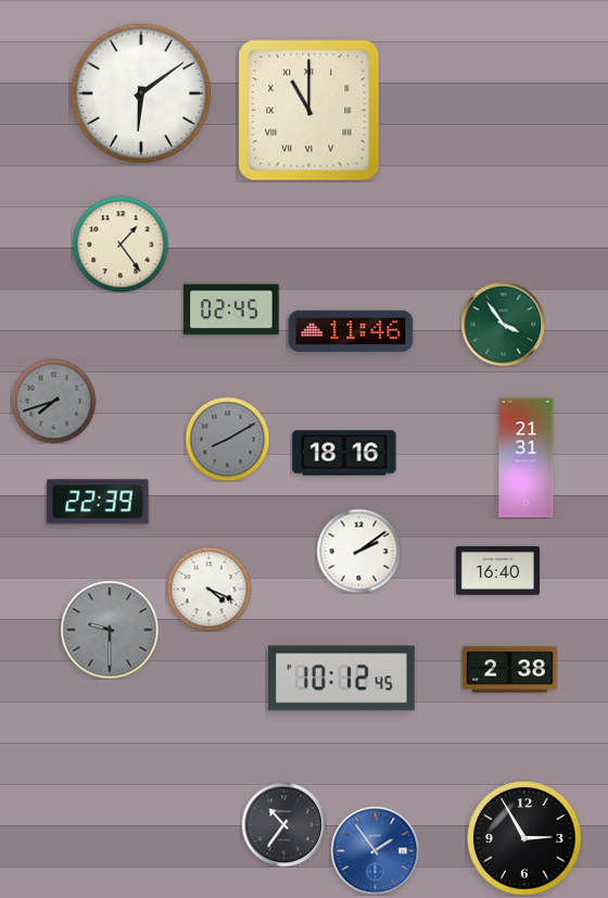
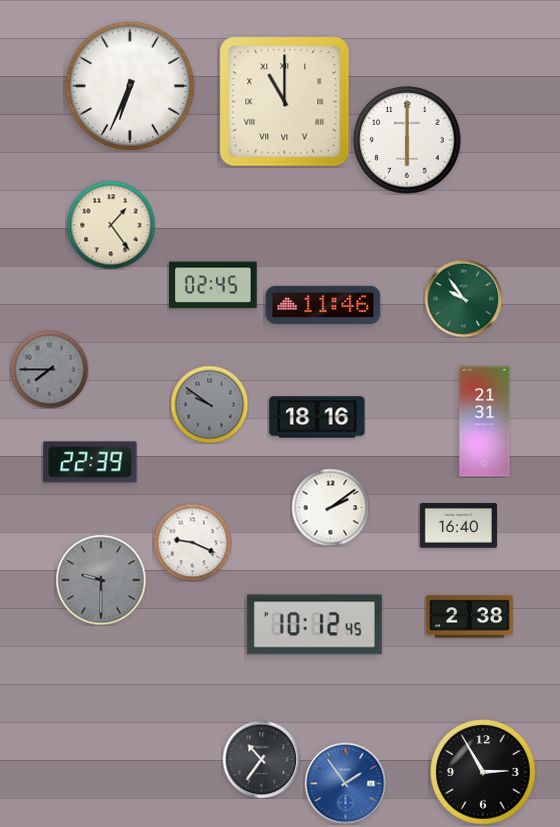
clock at (141, 93): 6:09 -> 6:34
clock at (407, 140): none -> 6:00
clock at (503, 324): 3:54 -> 9:54
clock at (53, 401): 7:42 -> 7:45
clock at (227, 439): 8:10 -> 9:51
clock at (208, 589): 4:19 -> 9:19
